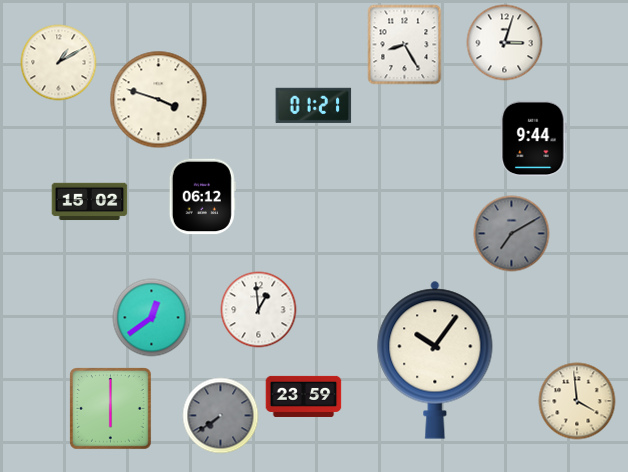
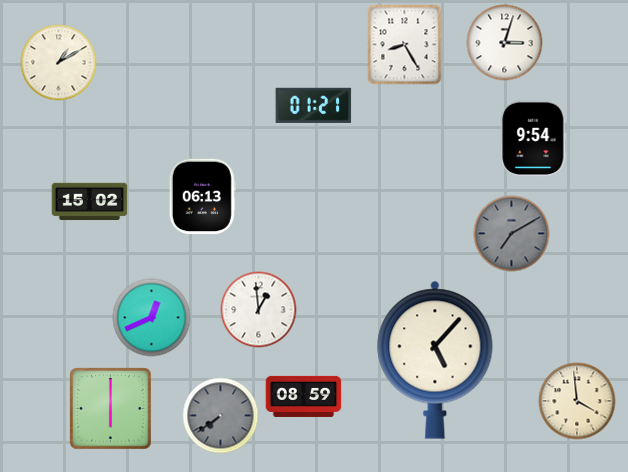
clock at (159, 100): 3:48 -> none
clock at (534, 139): 9:44 -> 9:54
clock at (202, 197): 06:12 -> 06:13
clock at (152, 318): 12:39 -> 12:41
clock at (435, 360): 10:06 -> 5:07
clock at (304, 396): 23:59 -> 08:59
